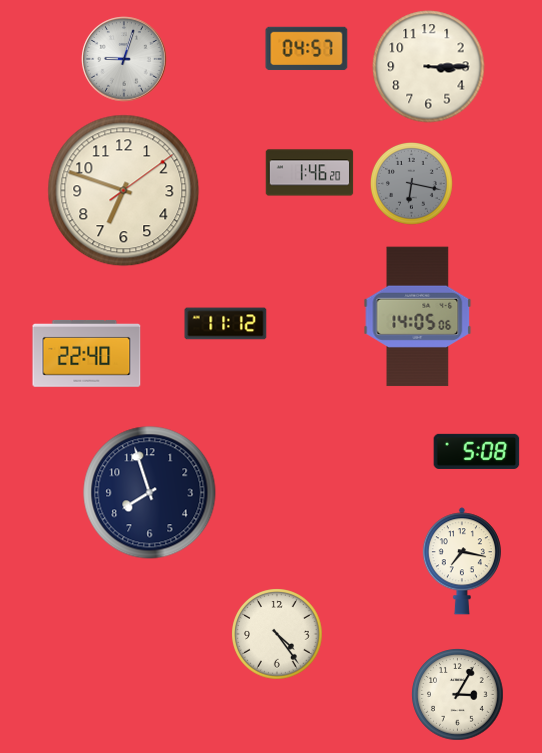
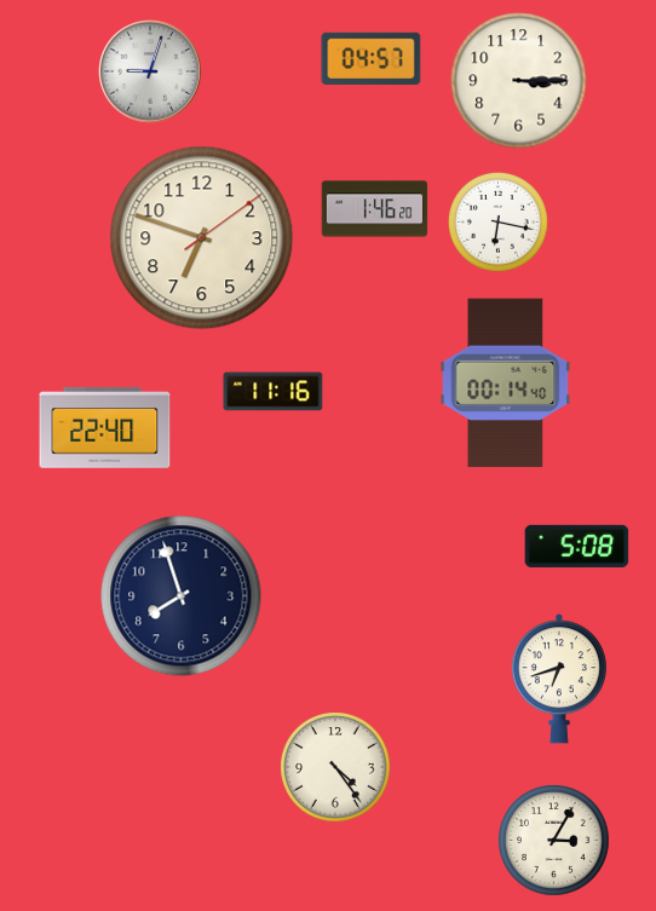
clock at (412, 184) dial: grey -> white
clock at (124, 191) position: (124, 191) -> (202, 238)
clock at (418, 317): 14:05 -> 00:14
clock at (226, 324): 11:12 -> 11:16
clock at (462, 561): 7:17 -> 6:42
